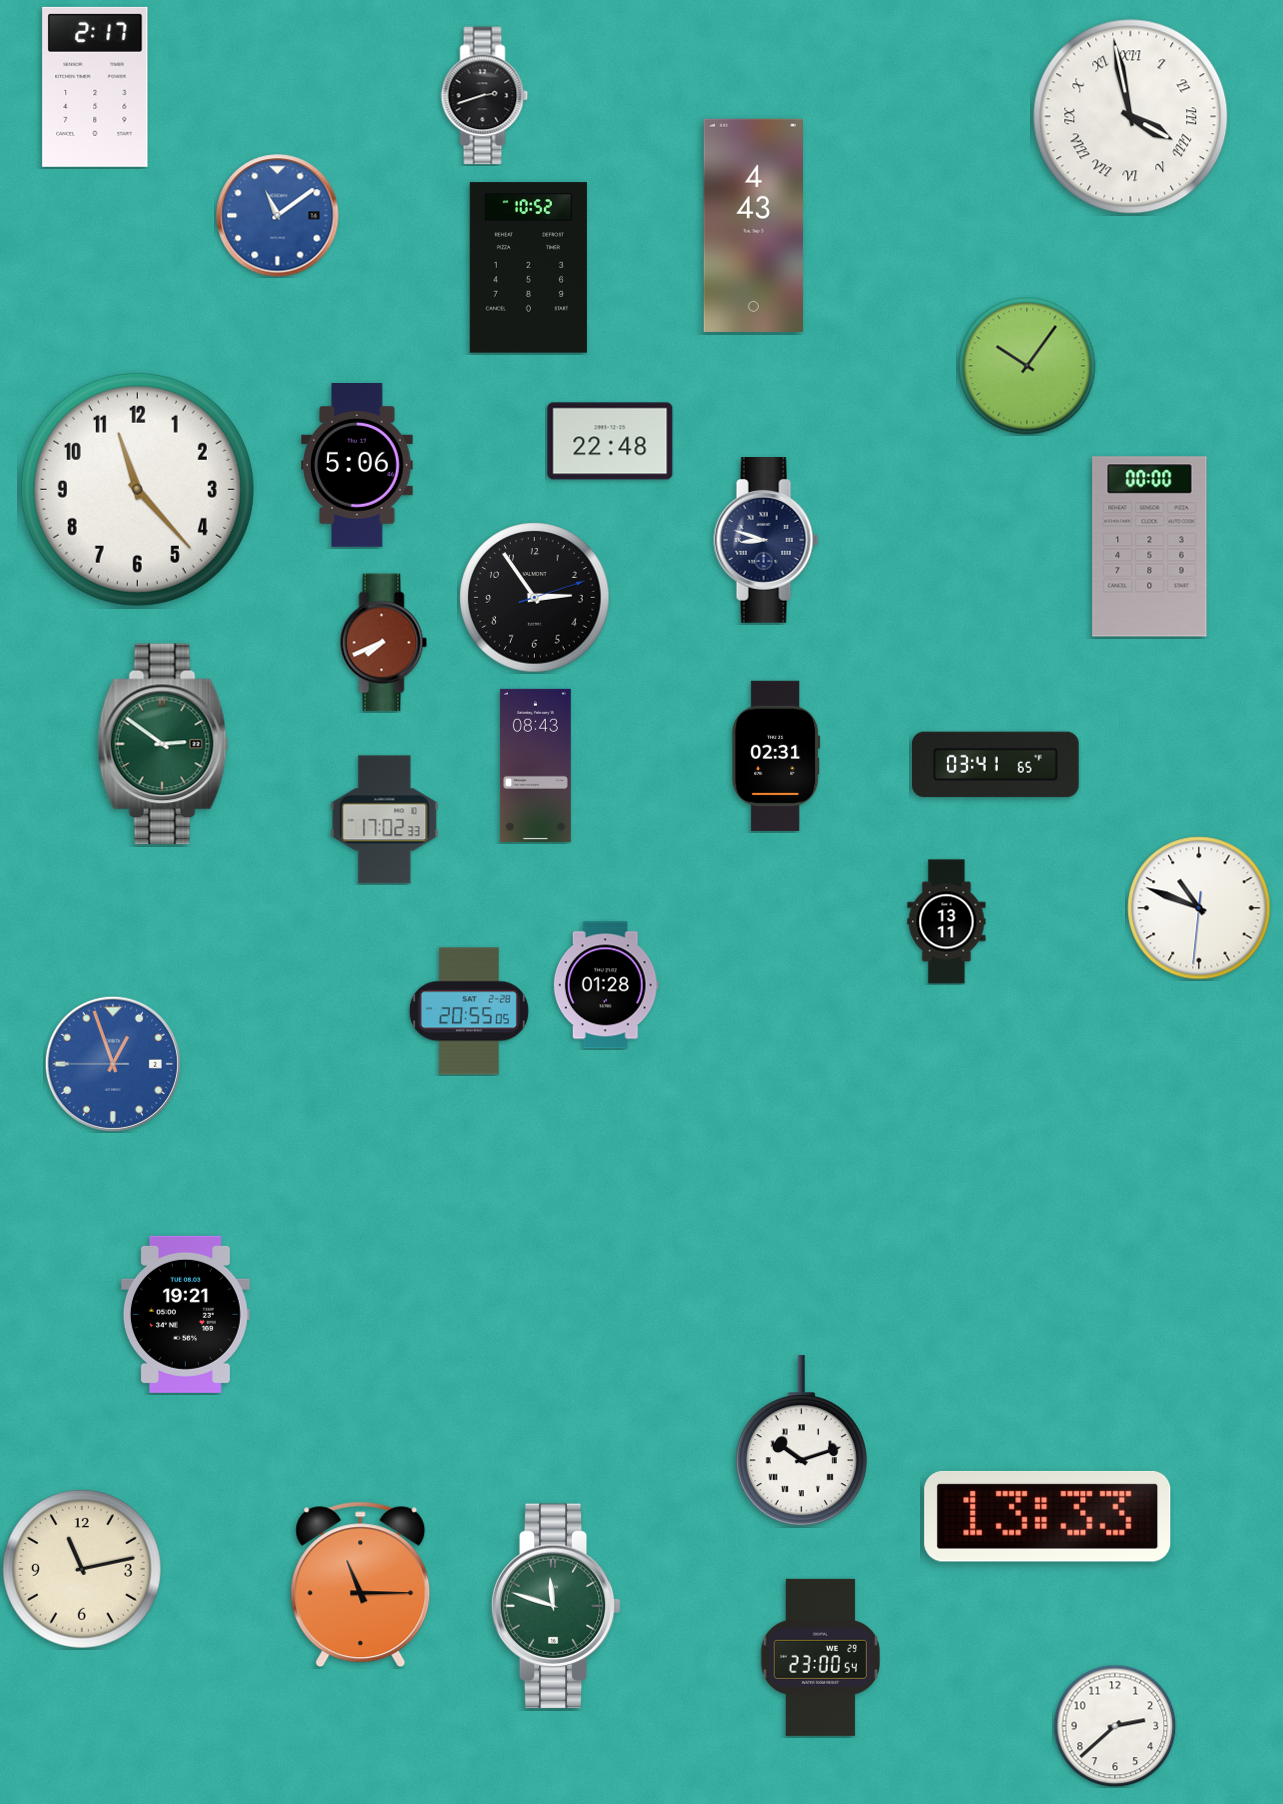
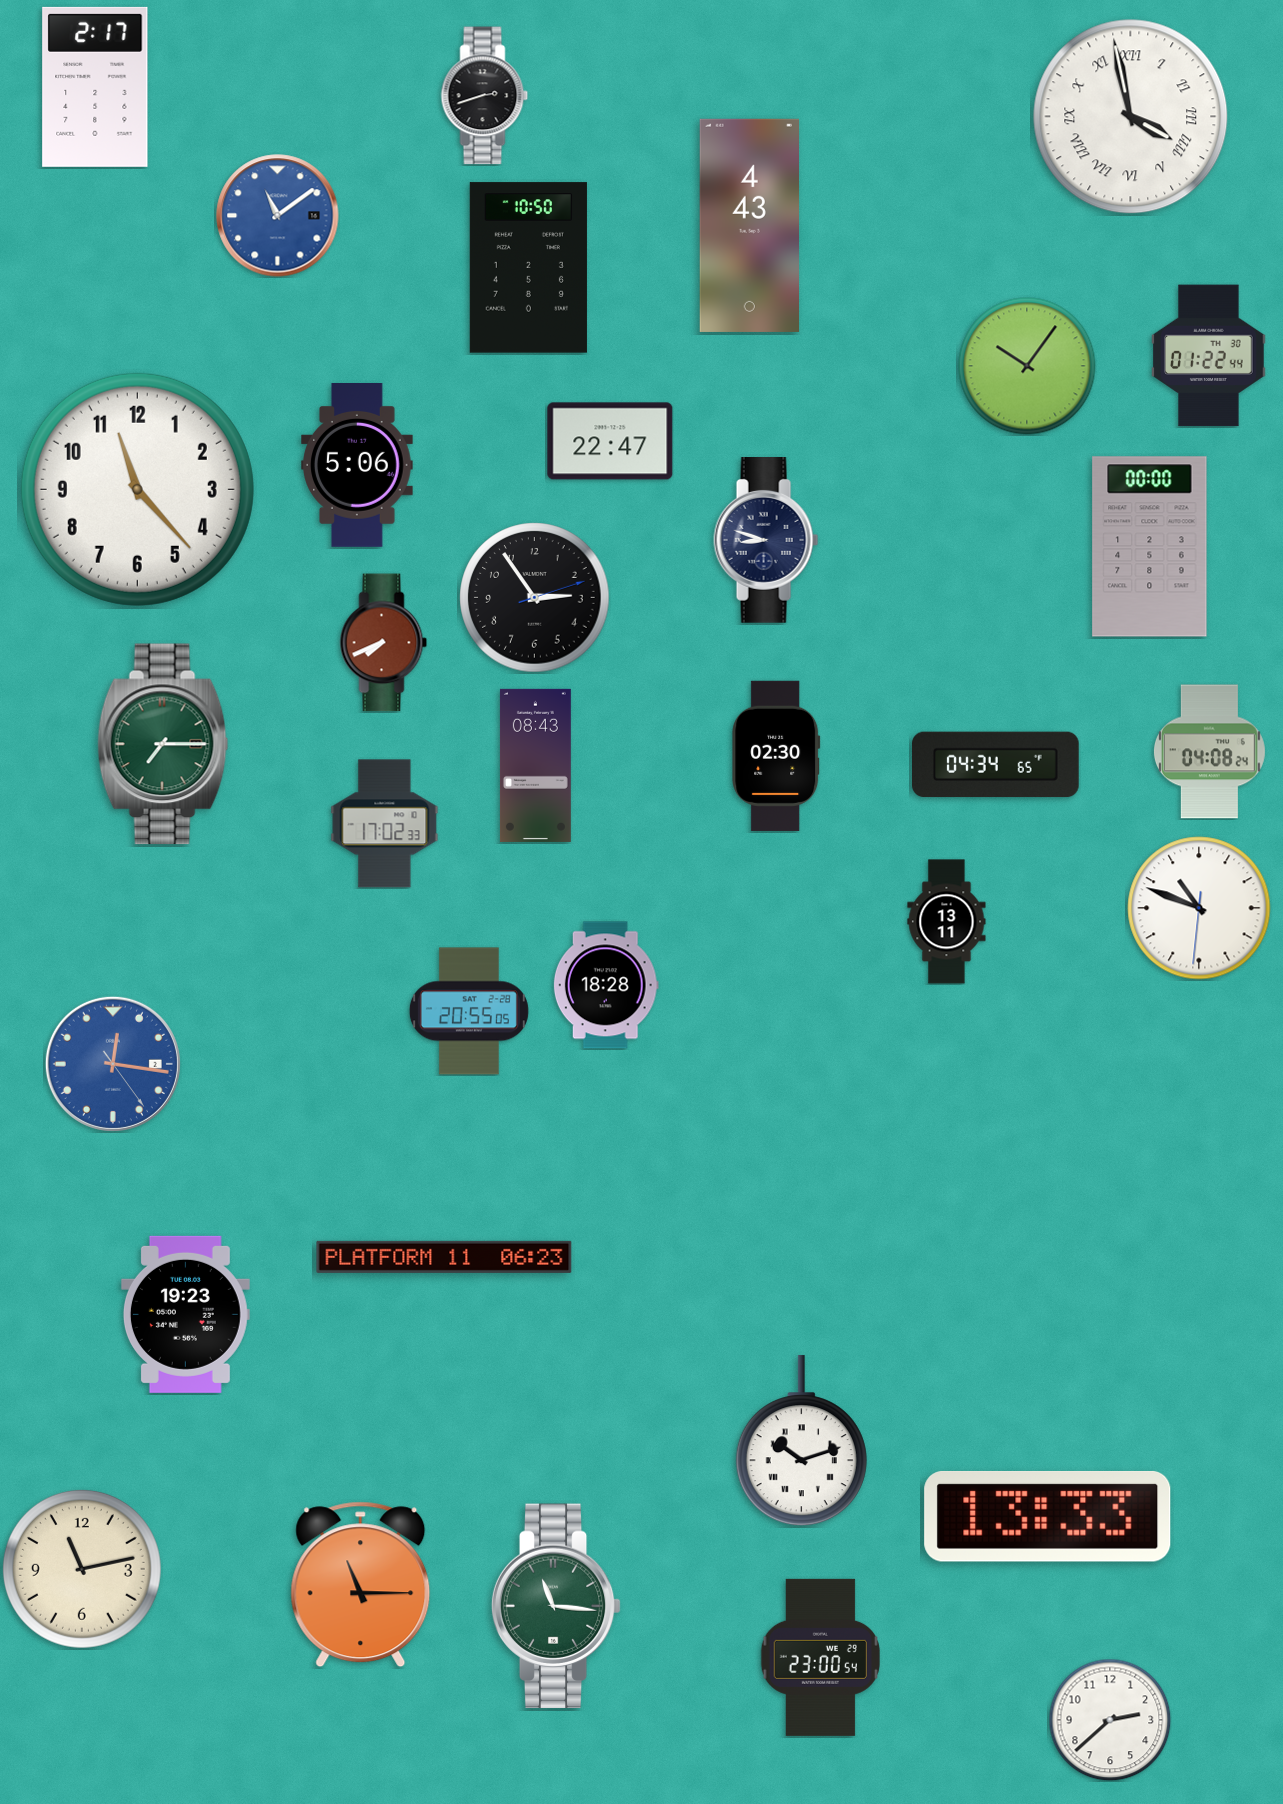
clock at (753, 225) position: (753, 225) -> (749, 225)
clock at (528, 268): 10:52 -> 10:50
clock at (1209, 356): none -> 01:22
clock at (610, 441): 22:48 -> 22:47
clock at (163, 744): 2:51 -> 7:15
clock at (1209, 752): none -> 04:08
clock at (776, 756): 02:31 -> 02:30
clock at (996, 765): 03:41 -> 04:34
clock at (385, 820) position: (385, 820) -> (385, 824)
clock at (606, 985): 01:28 -> 18:28
clock at (113, 1064): 12:56 -> 12:16
clock at (444, 1257): none -> 06:23
clock at (185, 1314): 19:21 -> 19:23
clock at (556, 1606): 11:48 -> 11:16
clock at (1115, 1726) position: (1115, 1726) -> (1110, 1720)
